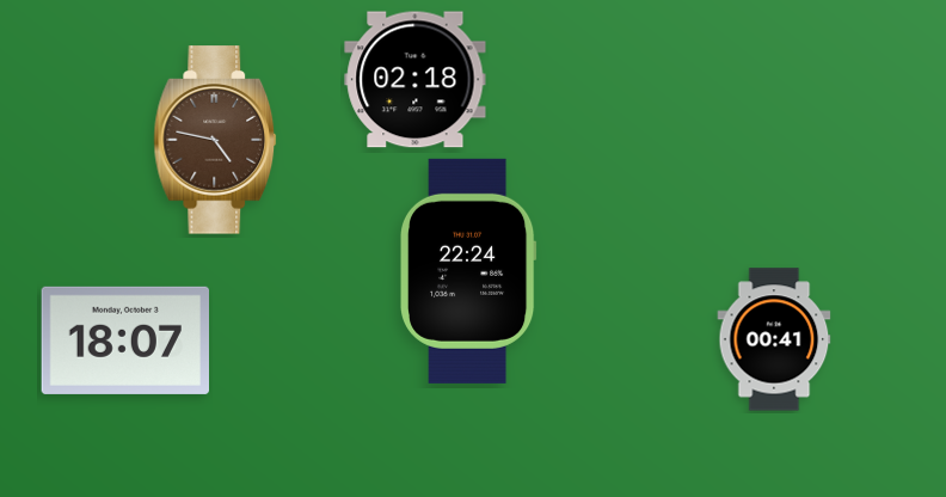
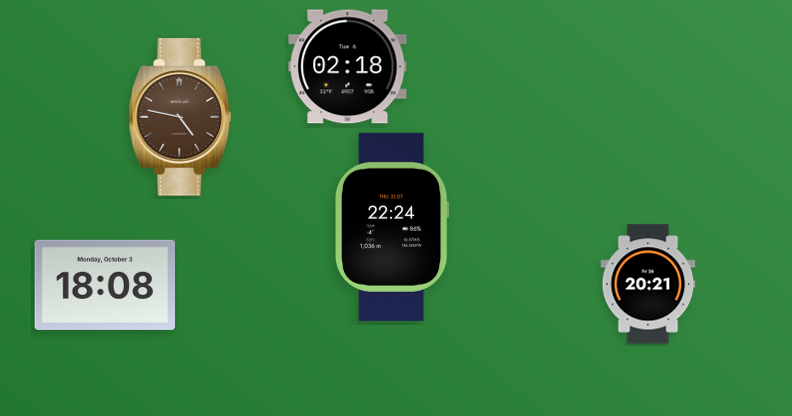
clock at (774, 339): 00:41 -> 20:21
clock at (124, 340): 18:07 -> 18:08
